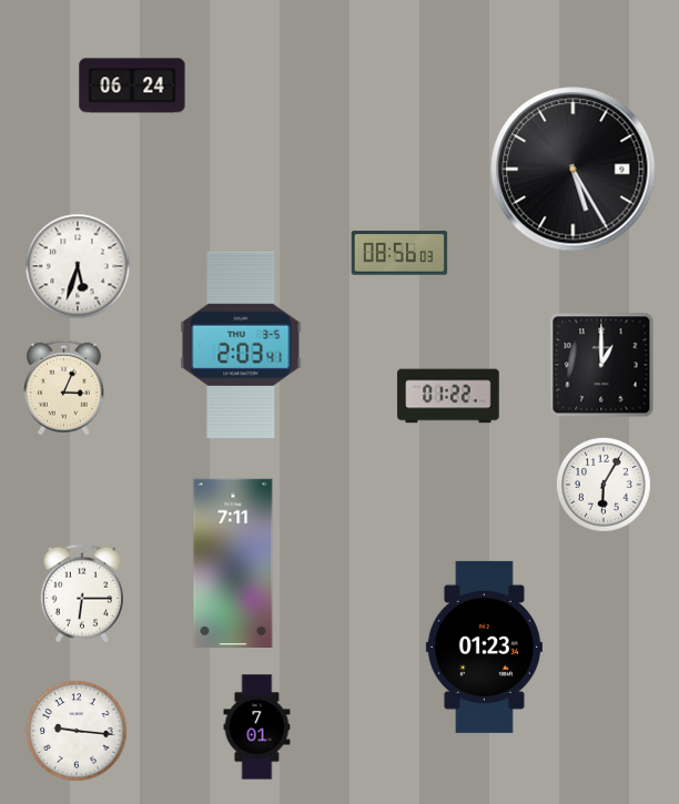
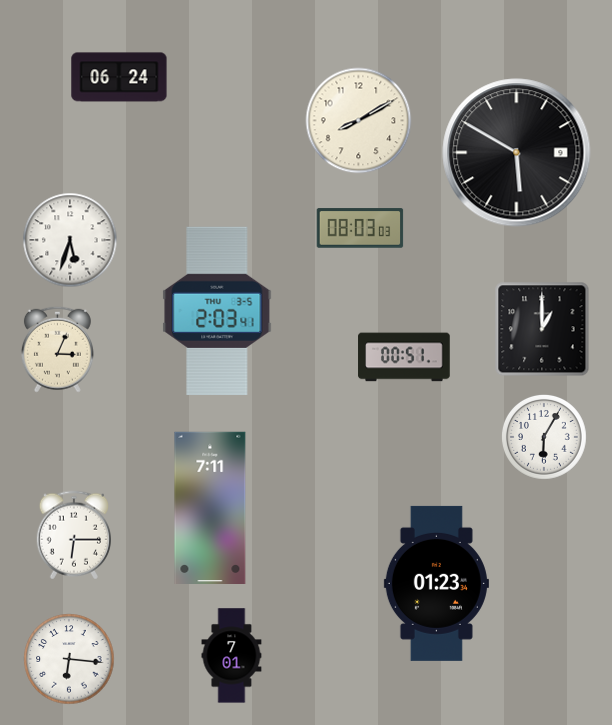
clock at (359, 121): none -> 8:10
clock at (574, 170): 5:25 -> 5:50
clock at (399, 253): 08:56 -> 08:03
clock at (448, 396): 01:22 -> 00:51
clock at (77, 731): 9:16 -> 6:16
